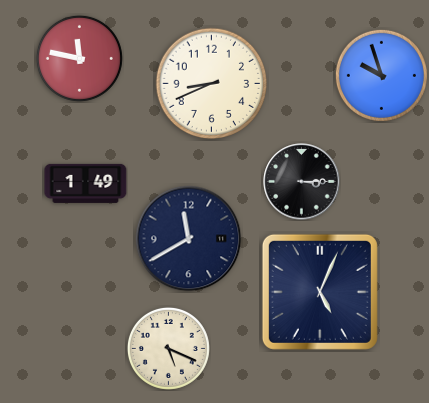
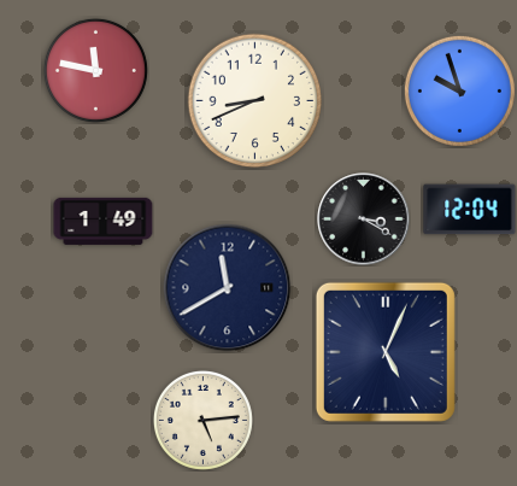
clock at (470, 210): none -> 12:04
clock at (302, 182): 3:15 -> 3:20
clock at (168, 348): 5:19 -> 5:14
